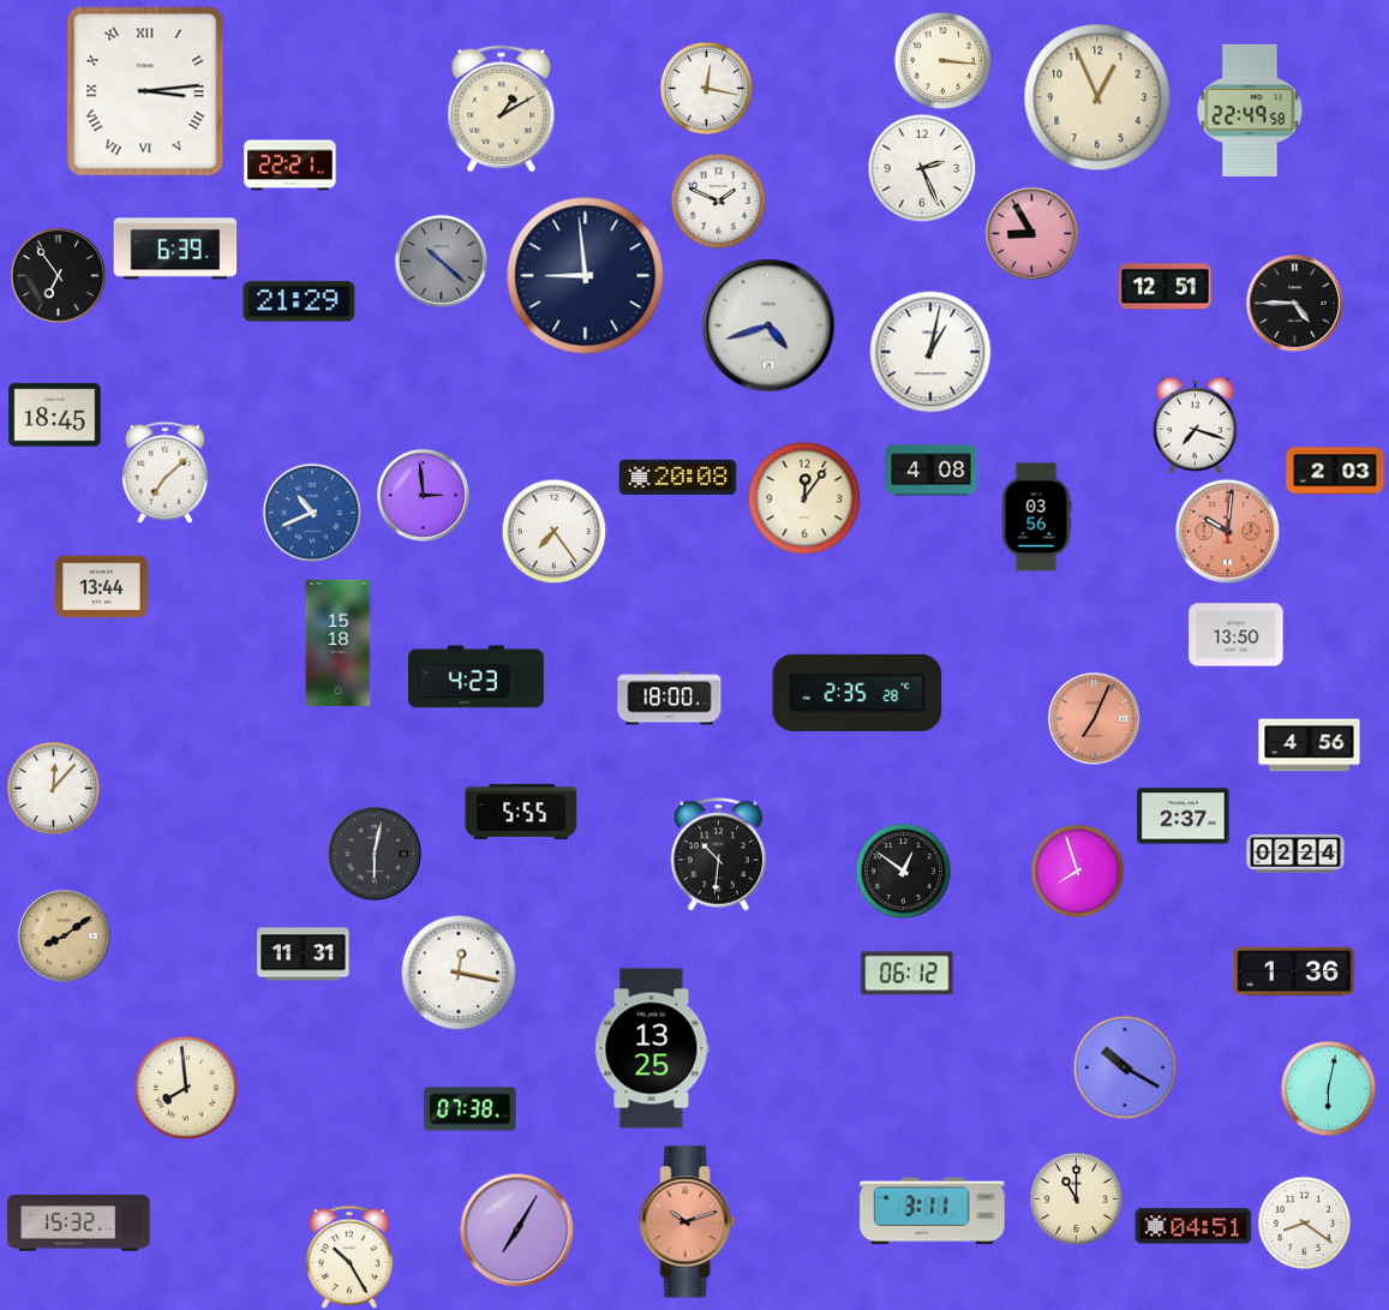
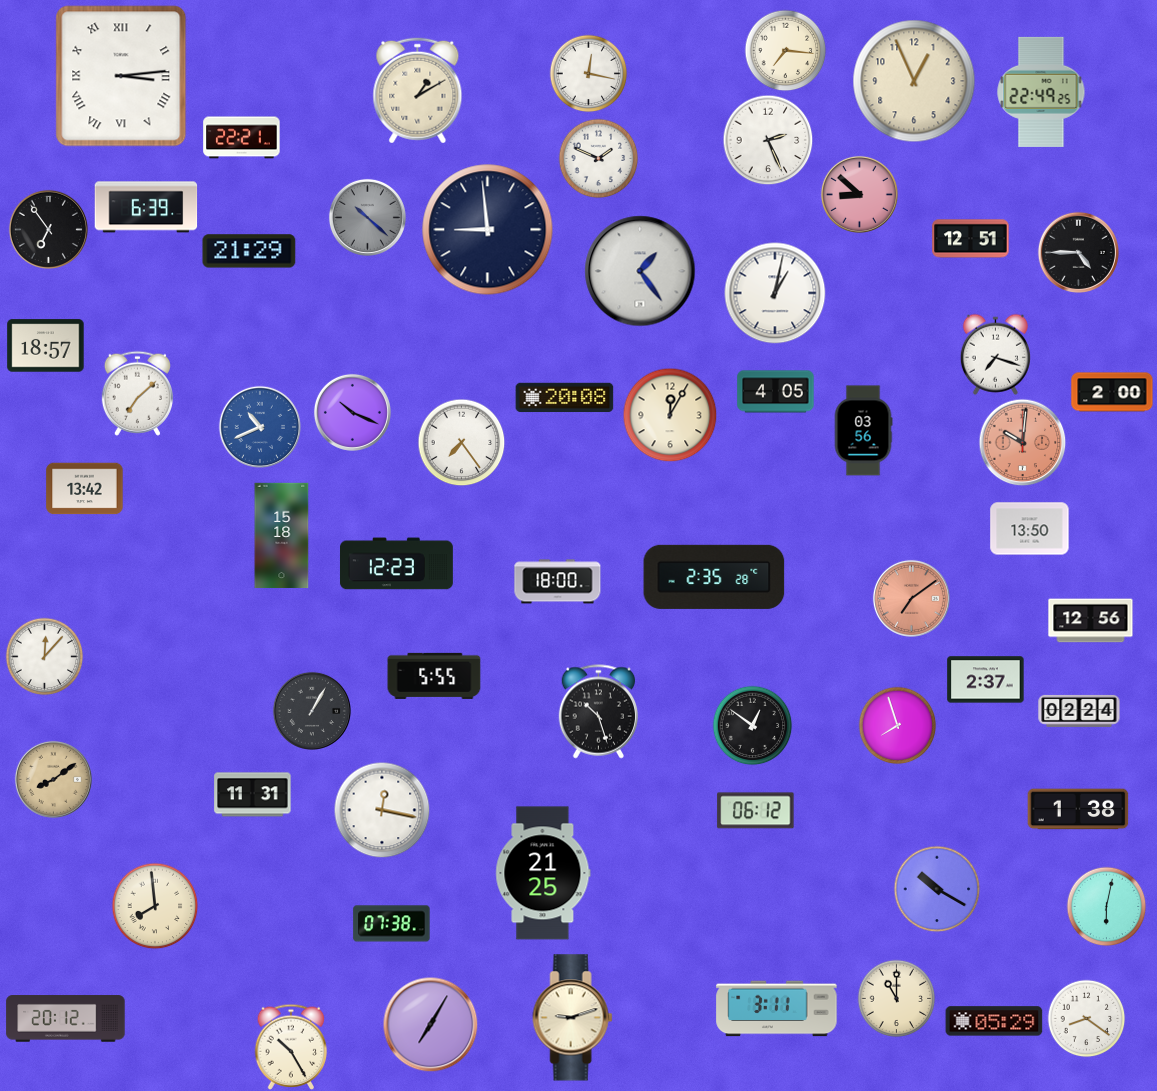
clock at (942, 60): 3:16 -> 7:16
clock at (1250, 110): 22:49:58 -> 22:49:25
clock at (718, 201) position: (718, 201) -> (598, 158)
clock at (1031, 233): 8:55 -> 8:52
clock at (768, 325): 4:42 -> 1:24
clock at (55, 415): 18:45 -> 18:57
clock at (932, 471): 4:08 -> 4:05
clock at (1335, 471): 2:03 -> 2:00
clock at (423, 495): 2:59 -> 10:19
clock at (804, 498): 12:06 -> 12:05
clock at (102, 587): 13:44 -> 13:42
clock at (475, 677): 4:23 -> 12:23
clock at (1094, 718): 7:04 -> 7:09
clock at (1310, 746): 4:56 -> 12:56
clock at (375, 854): 6:02 -> 1:05
clock at (719, 855): 10:31 -> 10:27
clock at (1294, 971): 1:36 -> 1:38
clock at (652, 1048): 13:25 -> 21:25
clock at (688, 1222): 10:12 -> 9:12
clock at (688, 1222) dial: salmon -> cream
clock at (79, 1224): 15:32 -> 20:12
clock at (1193, 1226): 04:51 -> 05:29
